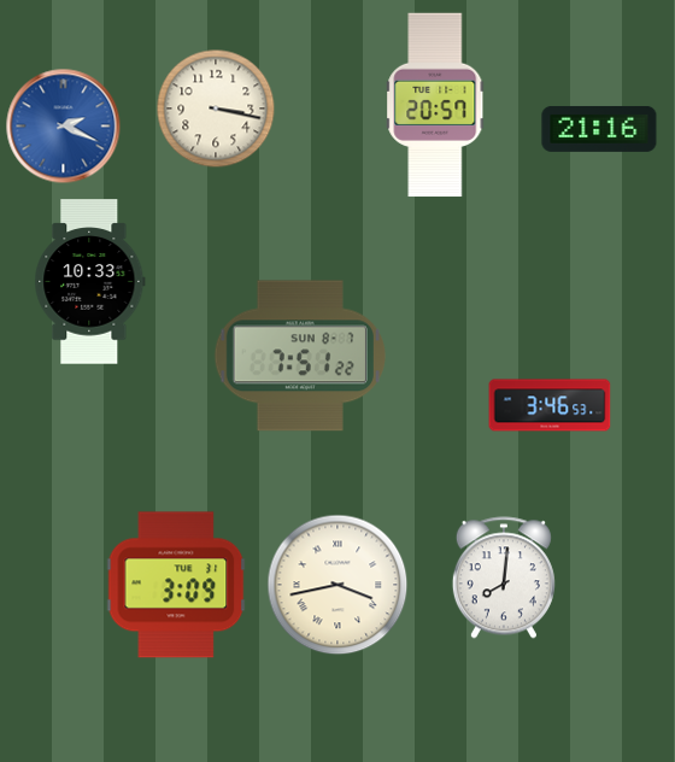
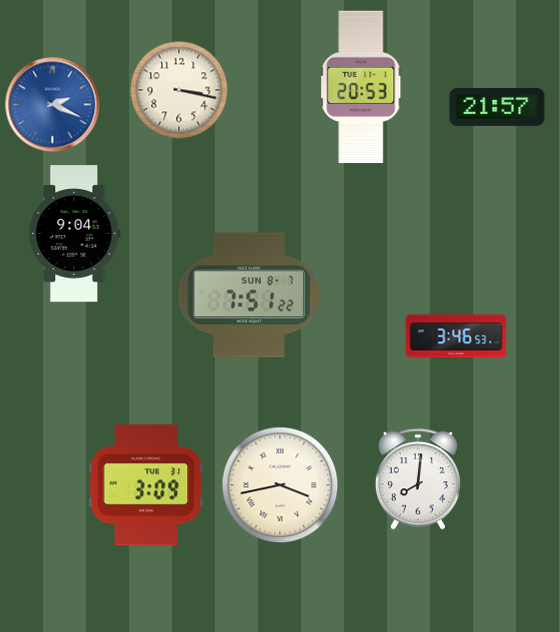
clock at (436, 105): 20:57 -> 20:53
clock at (599, 129): 21:16 -> 21:57
clock at (90, 282): 10:33 -> 9:04
